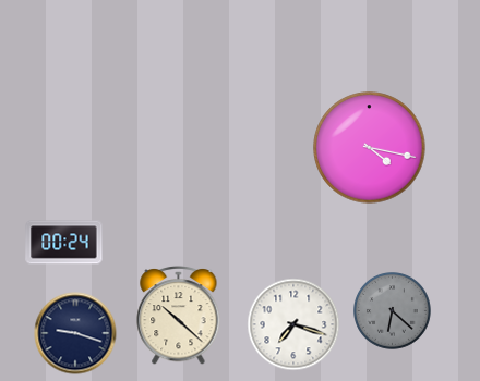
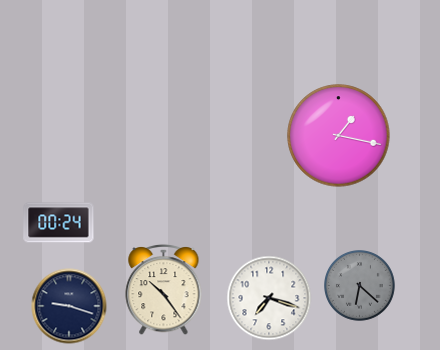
clock at (370, 148): 4:17 -> 1:17
clock at (179, 315): 10:22 -> 10:24
